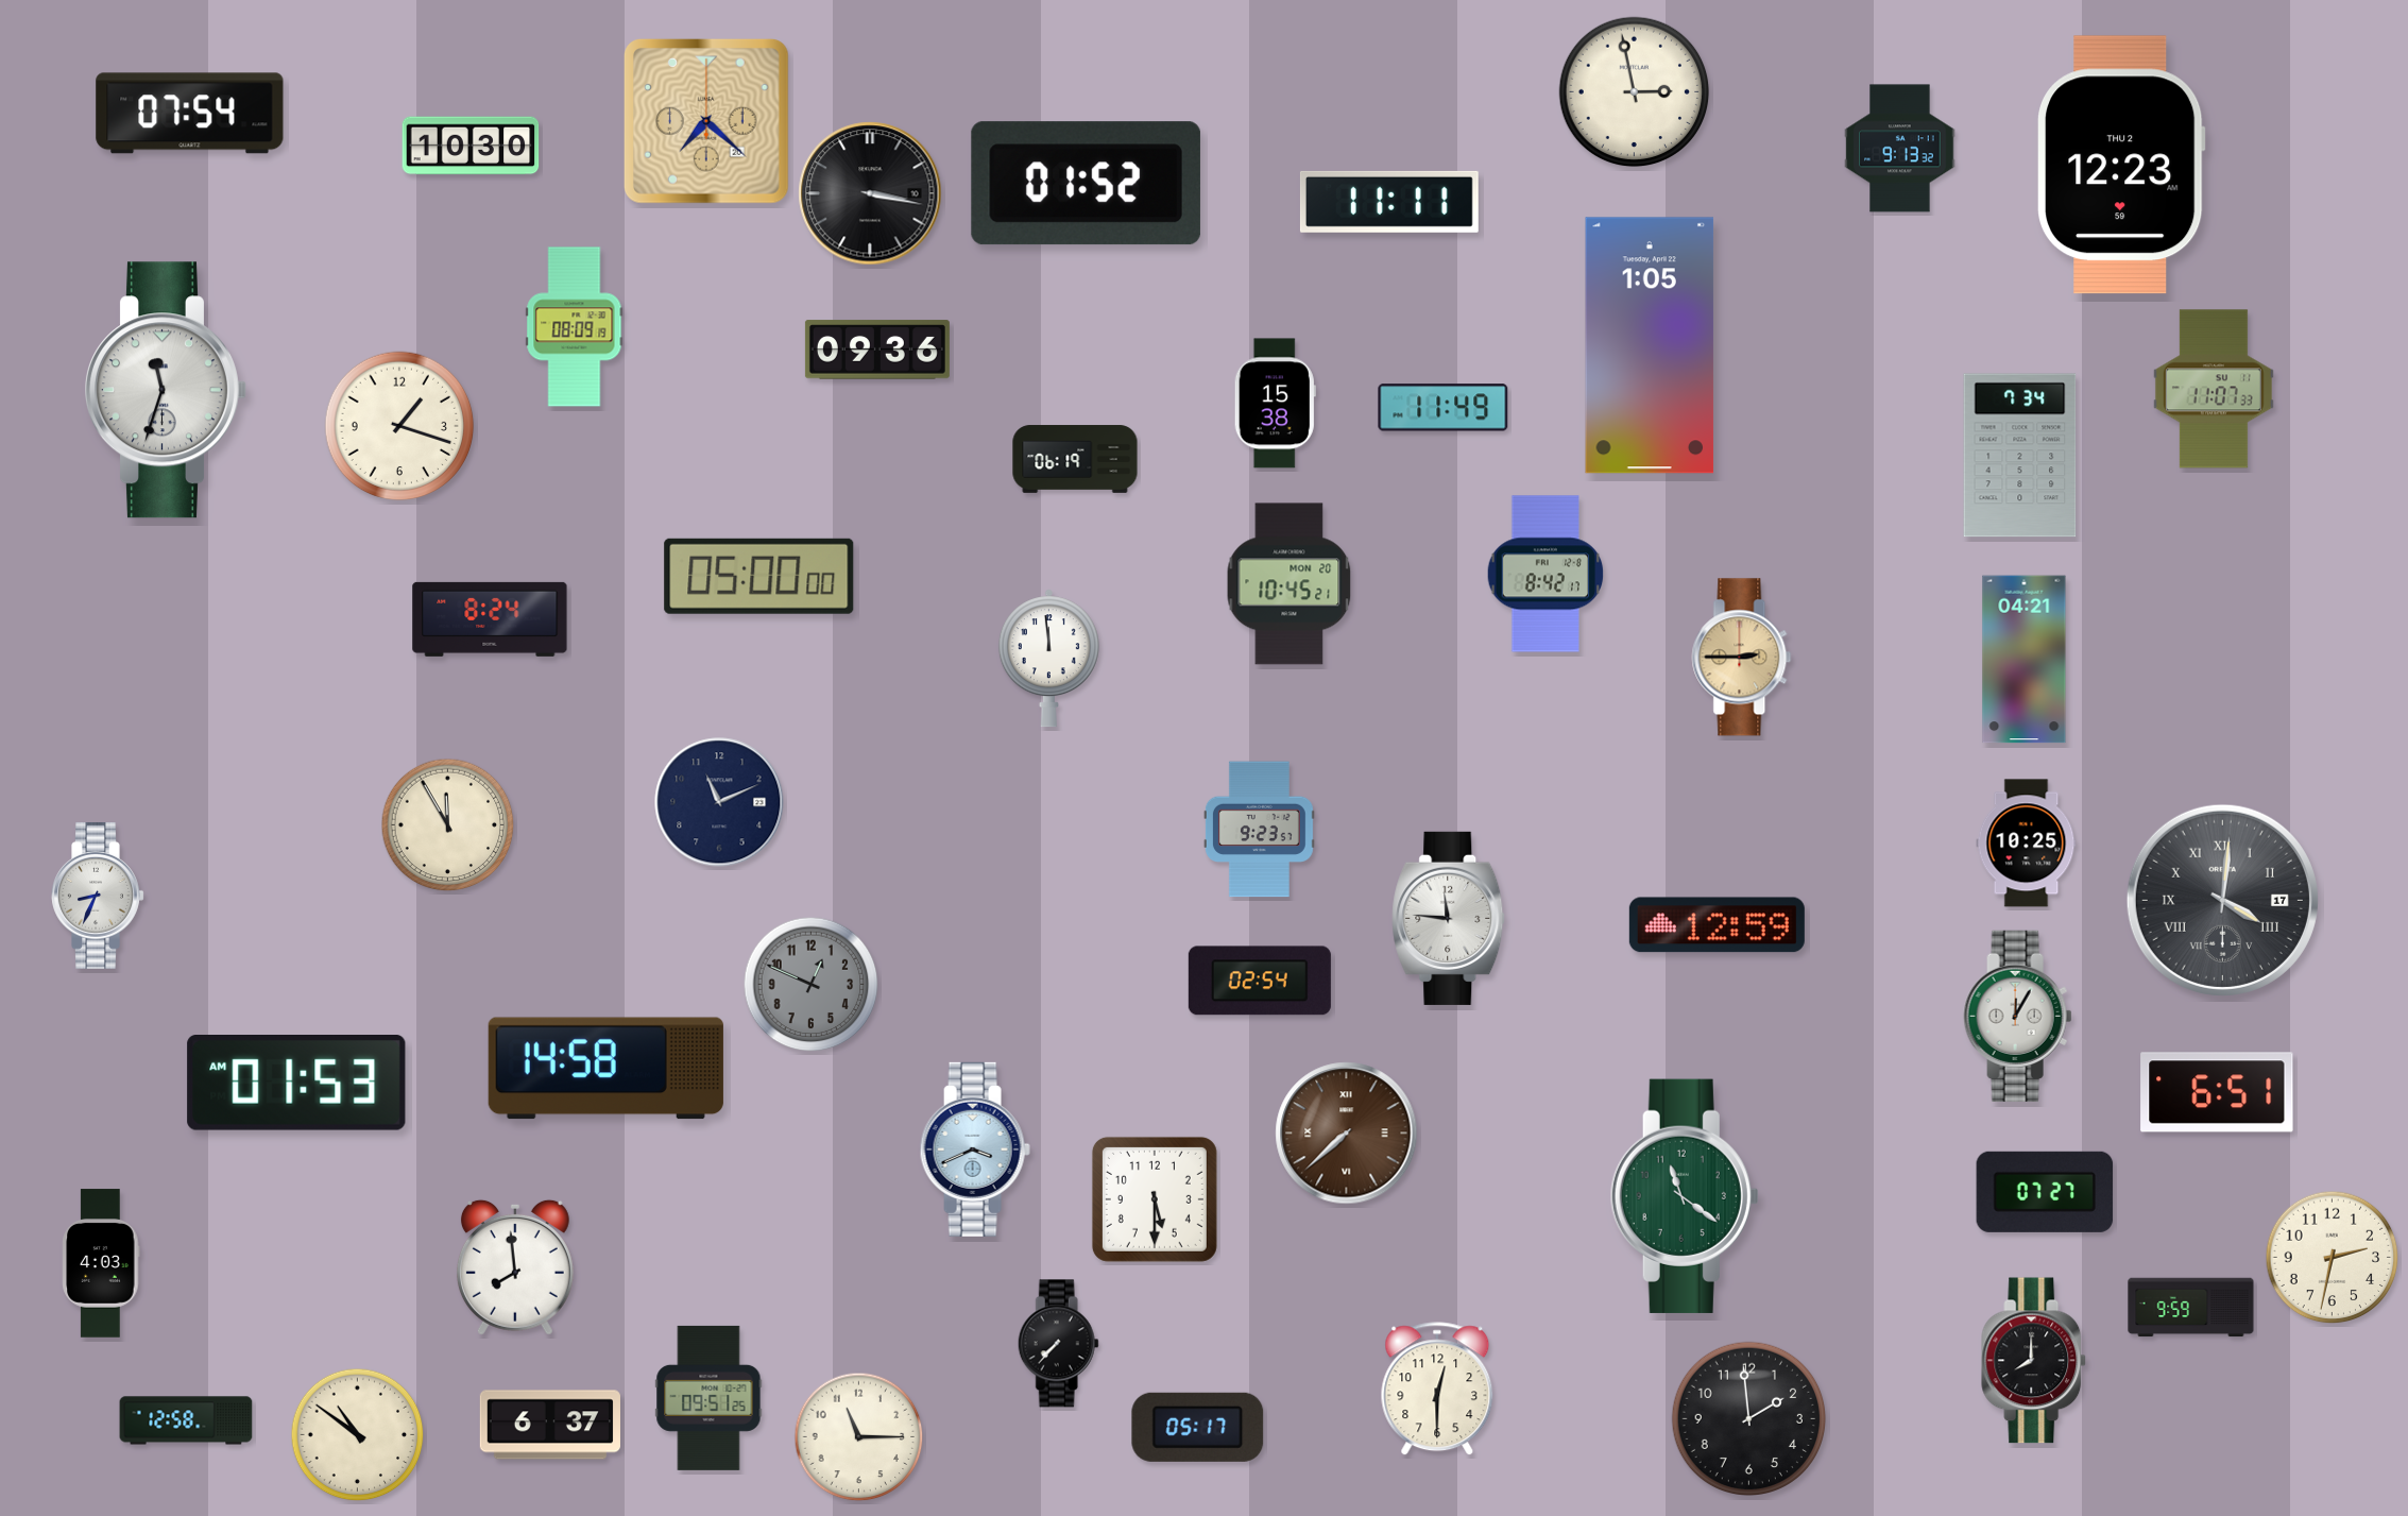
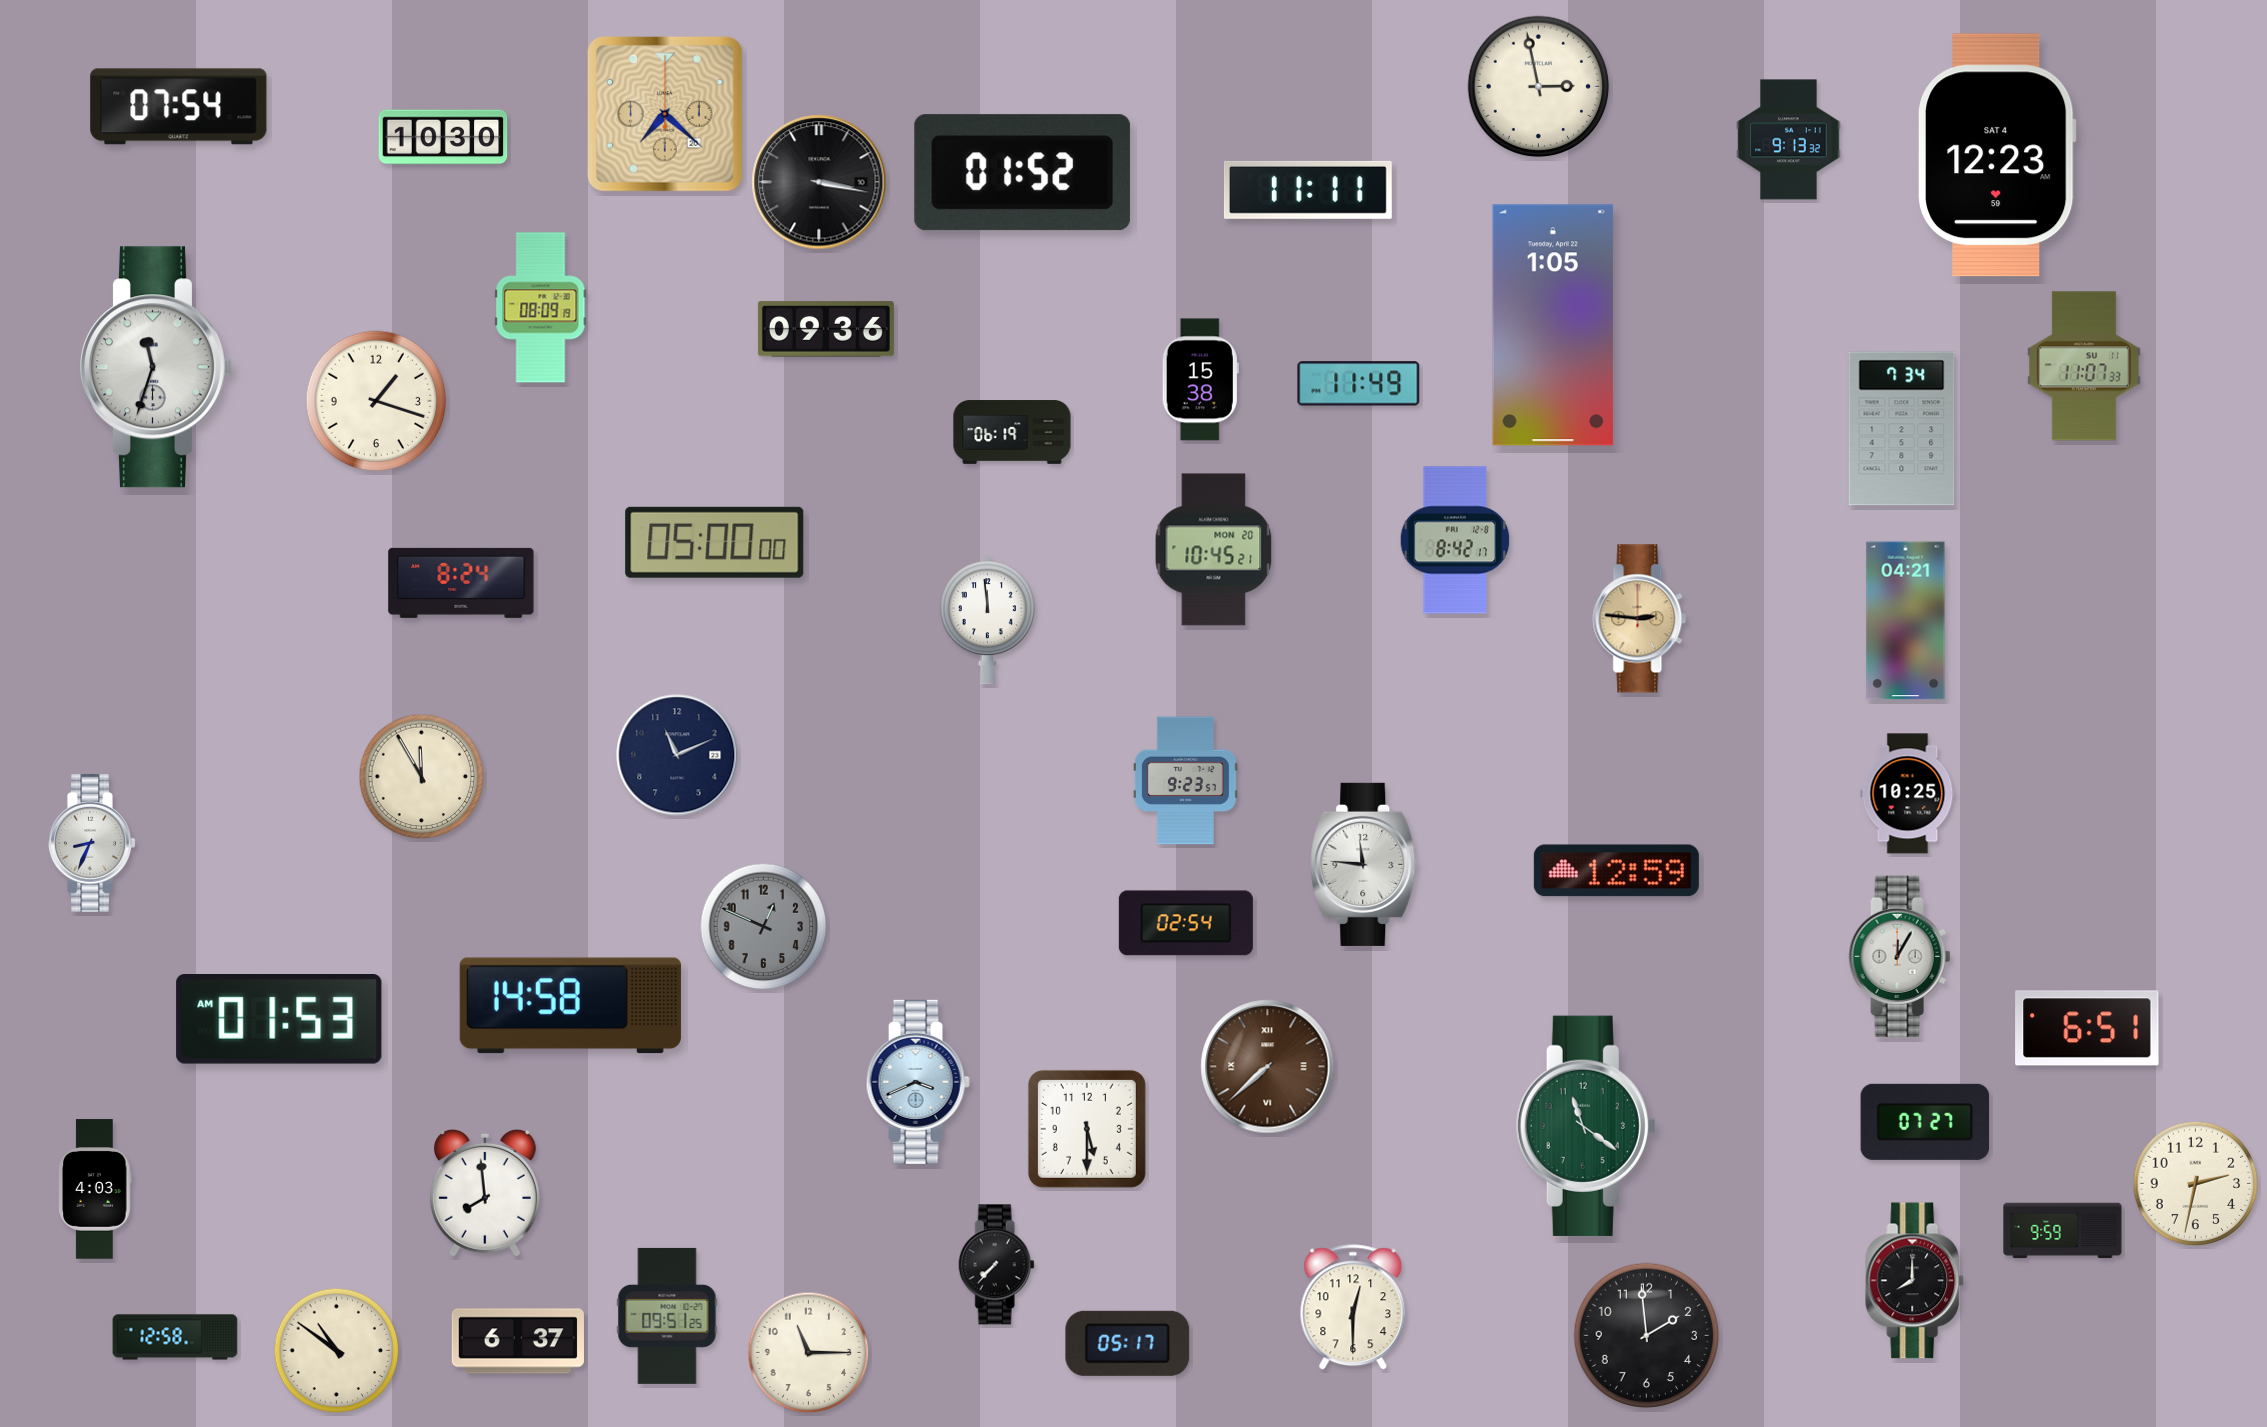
clock at (2121, 165) date: THU 2 -> SAT 4
clock at (1742, 658): 2:45 -> 2:46
clock at (2222, 900): 4:01 -> none
